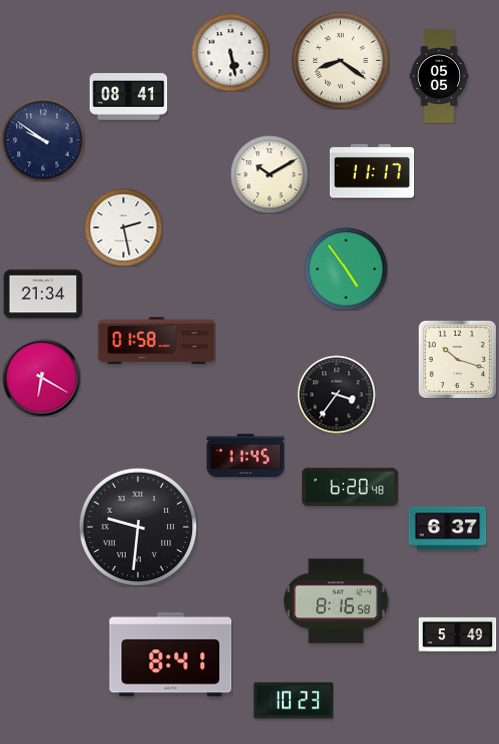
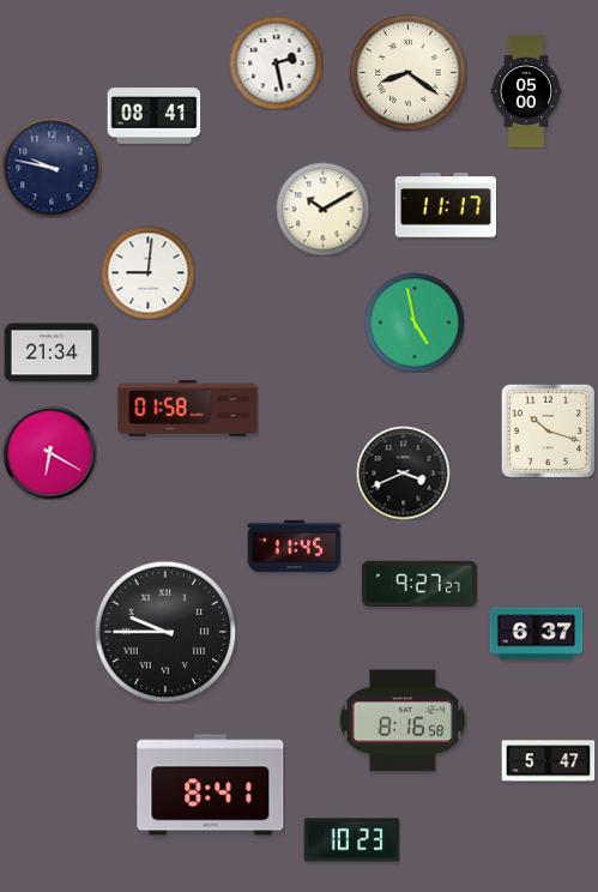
clock at (230, 52): 5:28 -> 2:28
clock at (439, 76): 05:05 -> 05:00
clock at (43, 140): 9:51 -> 9:47
clock at (123, 227): 2:28 -> 9:01
clock at (346, 269): 4:54 -> 4:58
clock at (336, 394): 3:36 -> 3:41
clock at (350, 486): 6:20 -> 9:27
clock at (138, 527): 9:31 -> 9:45
clock at (457, 635): 5:49 -> 5:47
clock at (171, 655) position: (171, 655) -> (211, 785)
